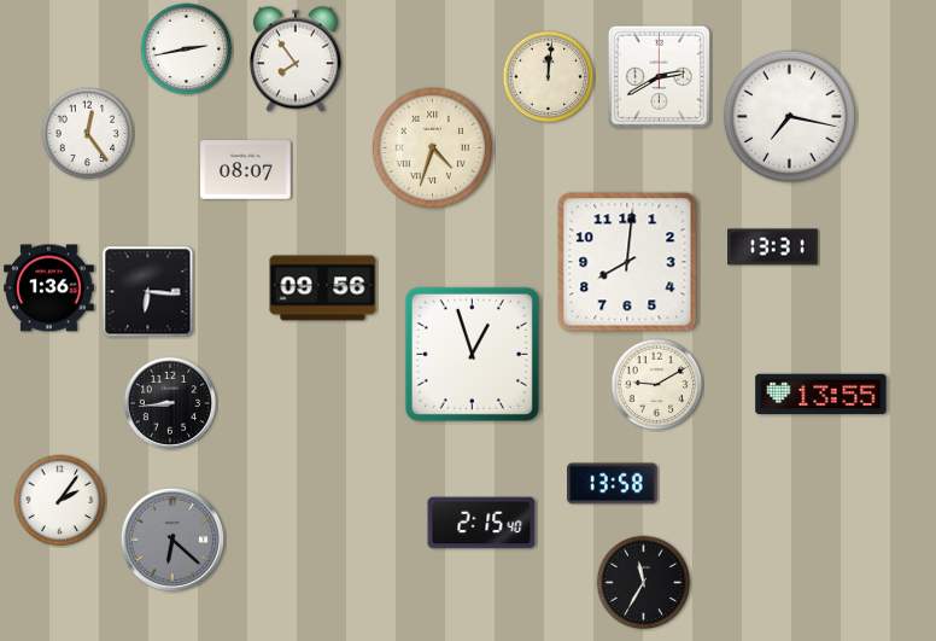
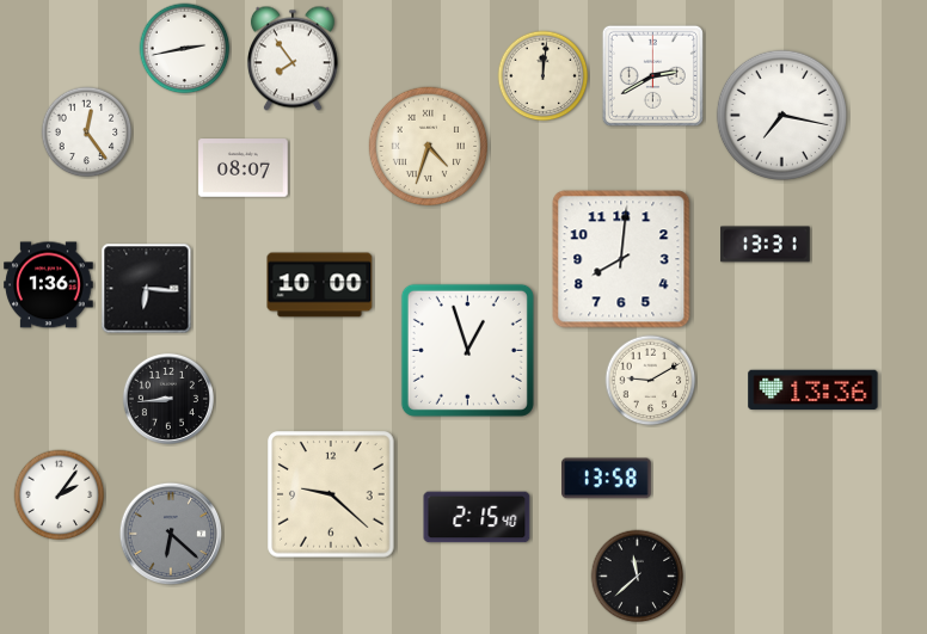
clock at (323, 289): 09:56 -> 10:00
clock at (821, 395): 13:55 -> 13:36
clock at (331, 494): none -> 9:22
clock at (644, 583): 11:35 -> 11:38
